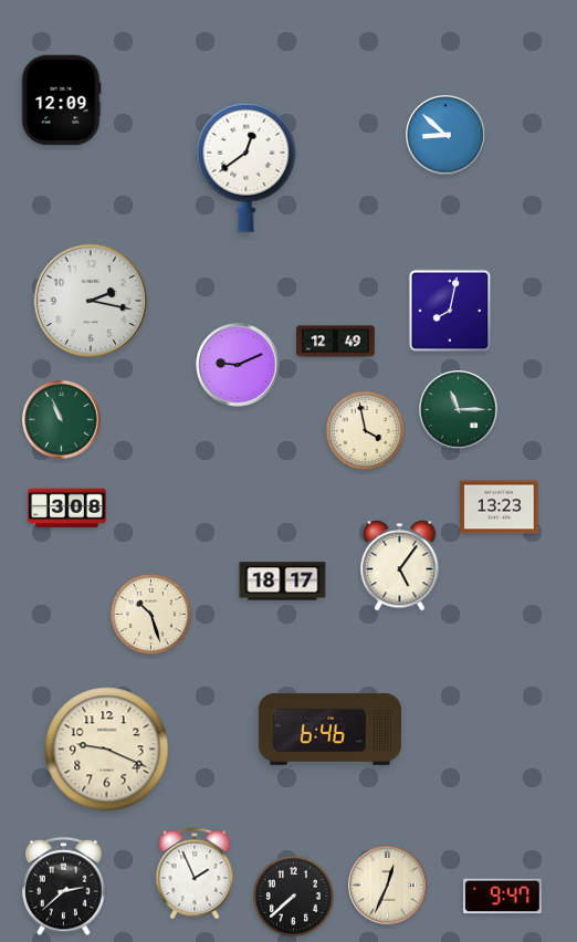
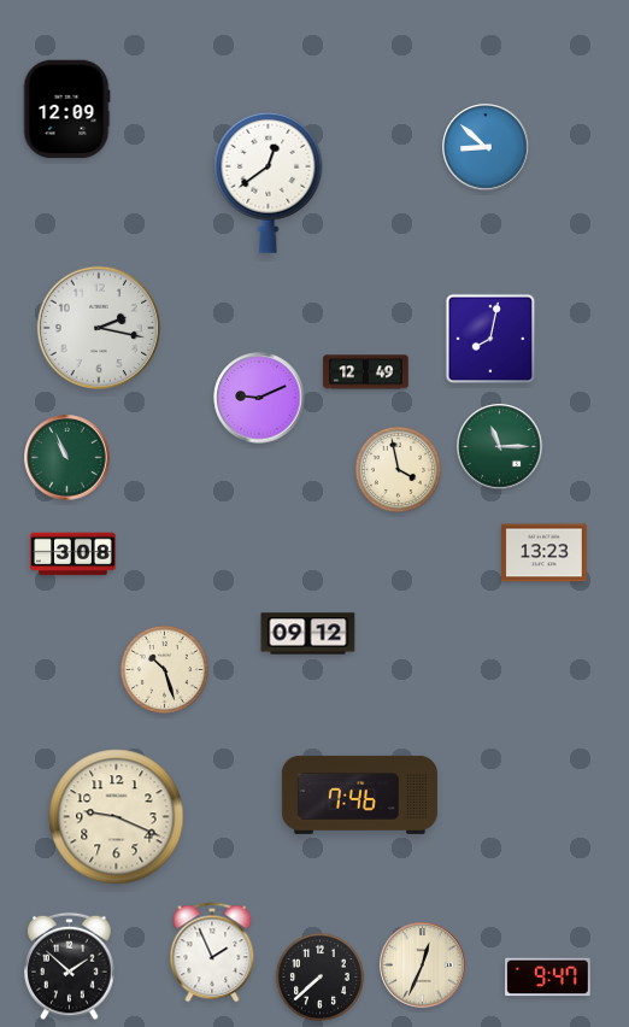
clock at (400, 566): 5:06 -> none
clock at (283, 582): 18:17 -> 09:12
clock at (329, 729): 6:46 -> 7:46
clock at (64, 887): 2:38 -> 1:52
